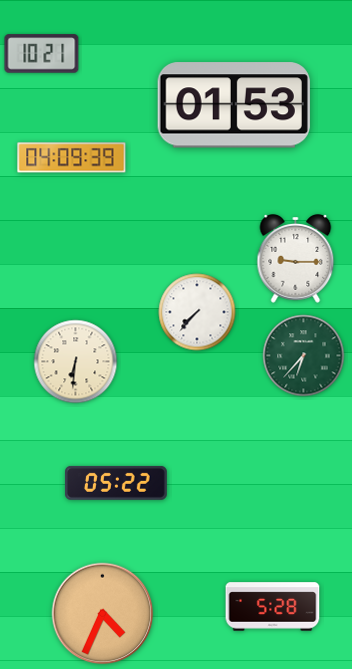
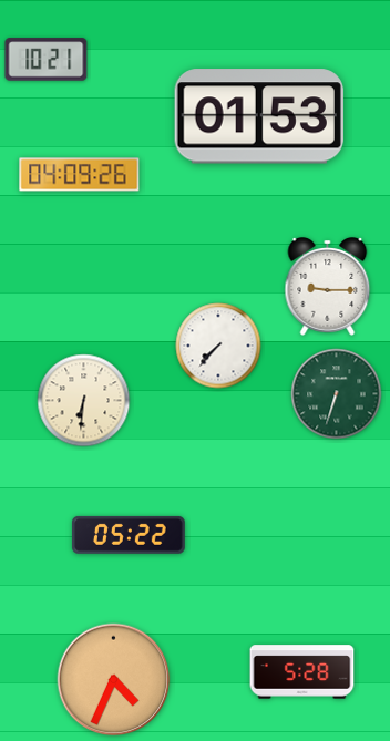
clock at (72, 158): 04:09:39 -> 04:09:26
clock at (304, 356): 6:37 -> 6:33
